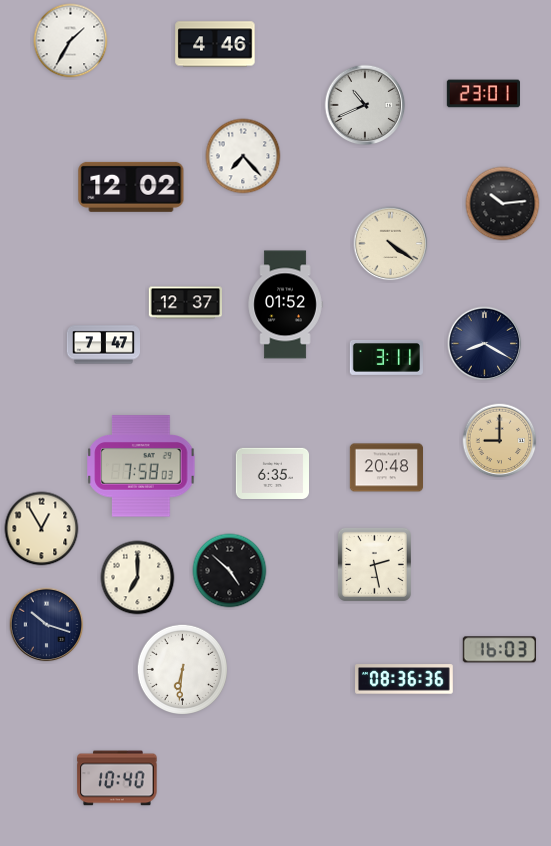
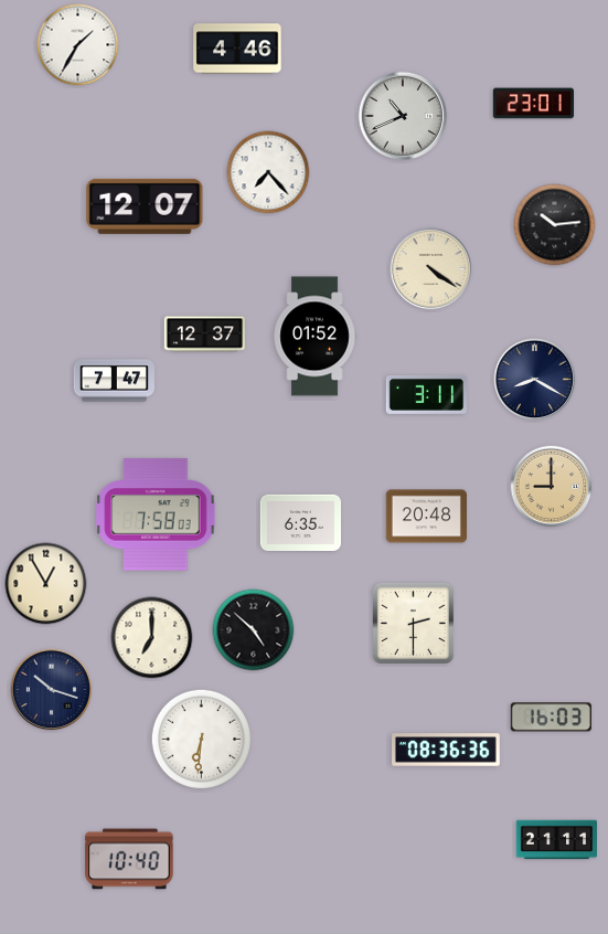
clock at (131, 187): 12:02 -> 12:07
clock at (374, 564): 2:28 -> 2:30
clock at (556, 840): none -> 21:11
